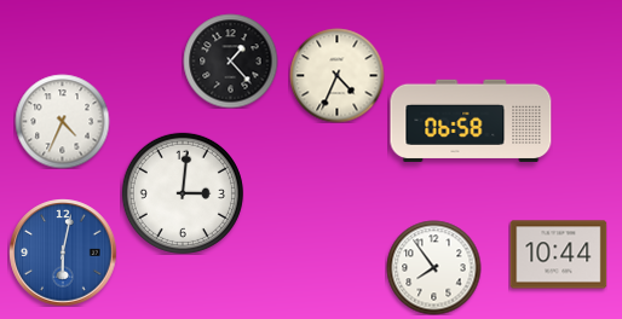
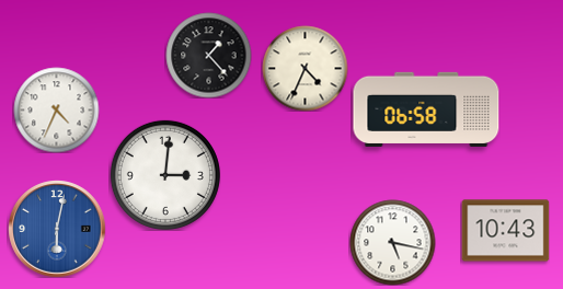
clock at (558, 255): 10:44 -> 10:43
clock at (433, 267): 7:54 -> 5:17
